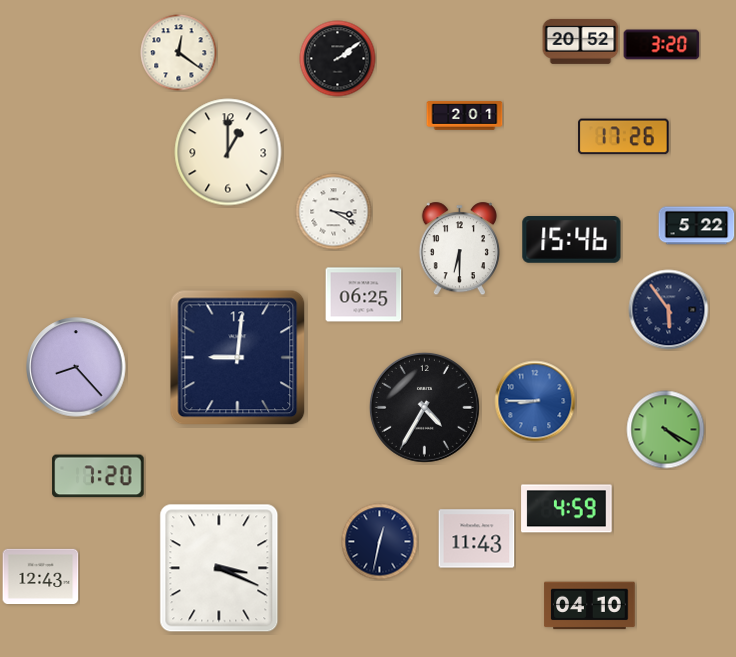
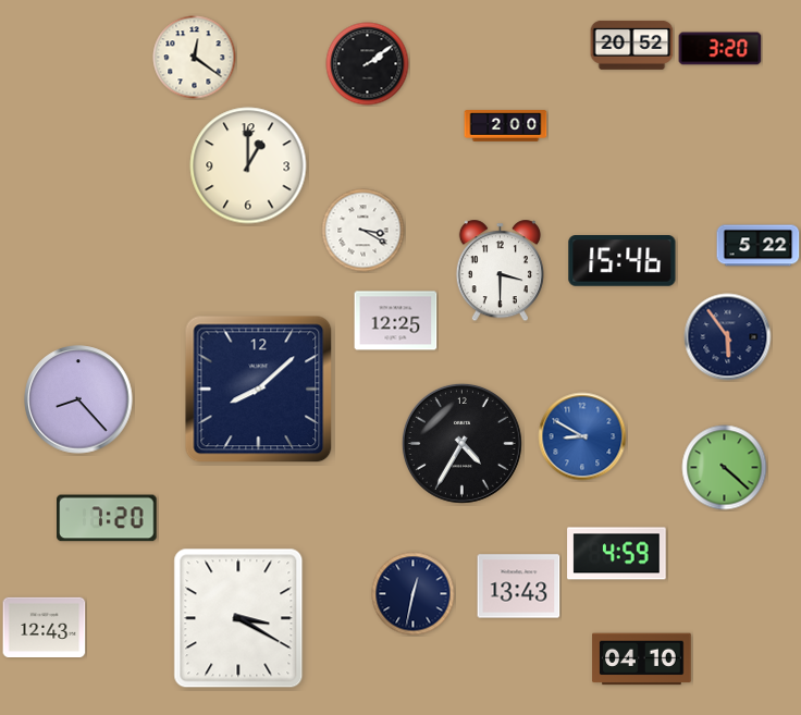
clock at (465, 116): 2:01 -> 2:00
clock at (624, 137): 17:26 -> none
clock at (459, 249): 6:30 -> 3:30
clock at (364, 295): 06:25 -> 12:25
clock at (238, 358): 9:01 -> 8:08
clock at (76, 367) position: (76, 367) -> (78, 399)
clock at (535, 401): 8:45 -> 8:50
clock at (666, 430): 4:20 -> 4:22
clock at (477, 539): 11:43 -> 13:43
clock at (380, 542) position: (380, 542) -> (414, 594)
clock at (219, 568): 3:19 -> 3:20
